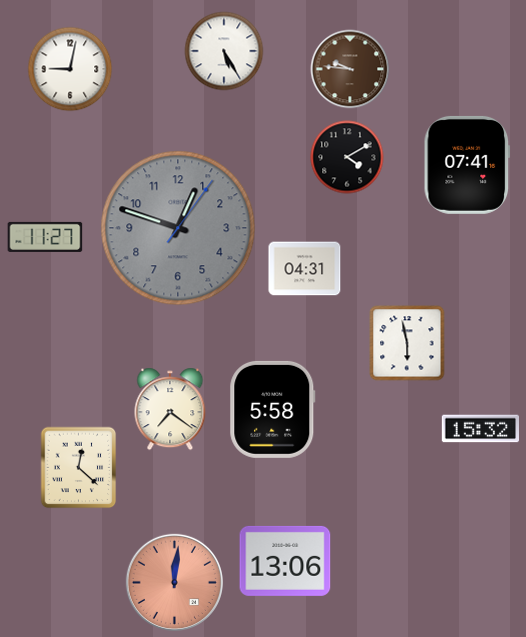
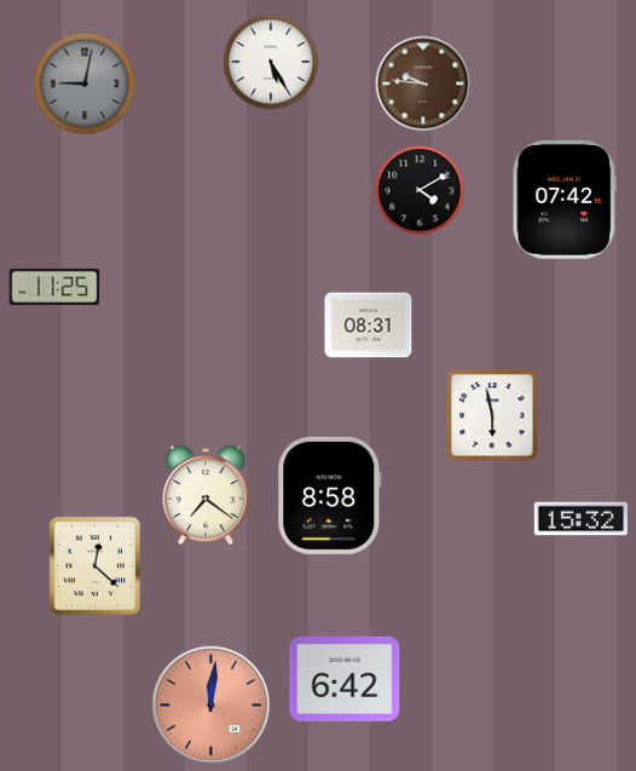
clock at (70, 69) dial: white -> grey
clock at (467, 165): 07:41 -> 07:42
clock at (178, 228): 12:48 -> none
clock at (45, 237): 11:27 -> 11:25
clock at (305, 269): 04:31 -> 08:31
clock at (273, 409): 5:58 -> 8:58
clock at (285, 561): 13:06 -> 6:42
